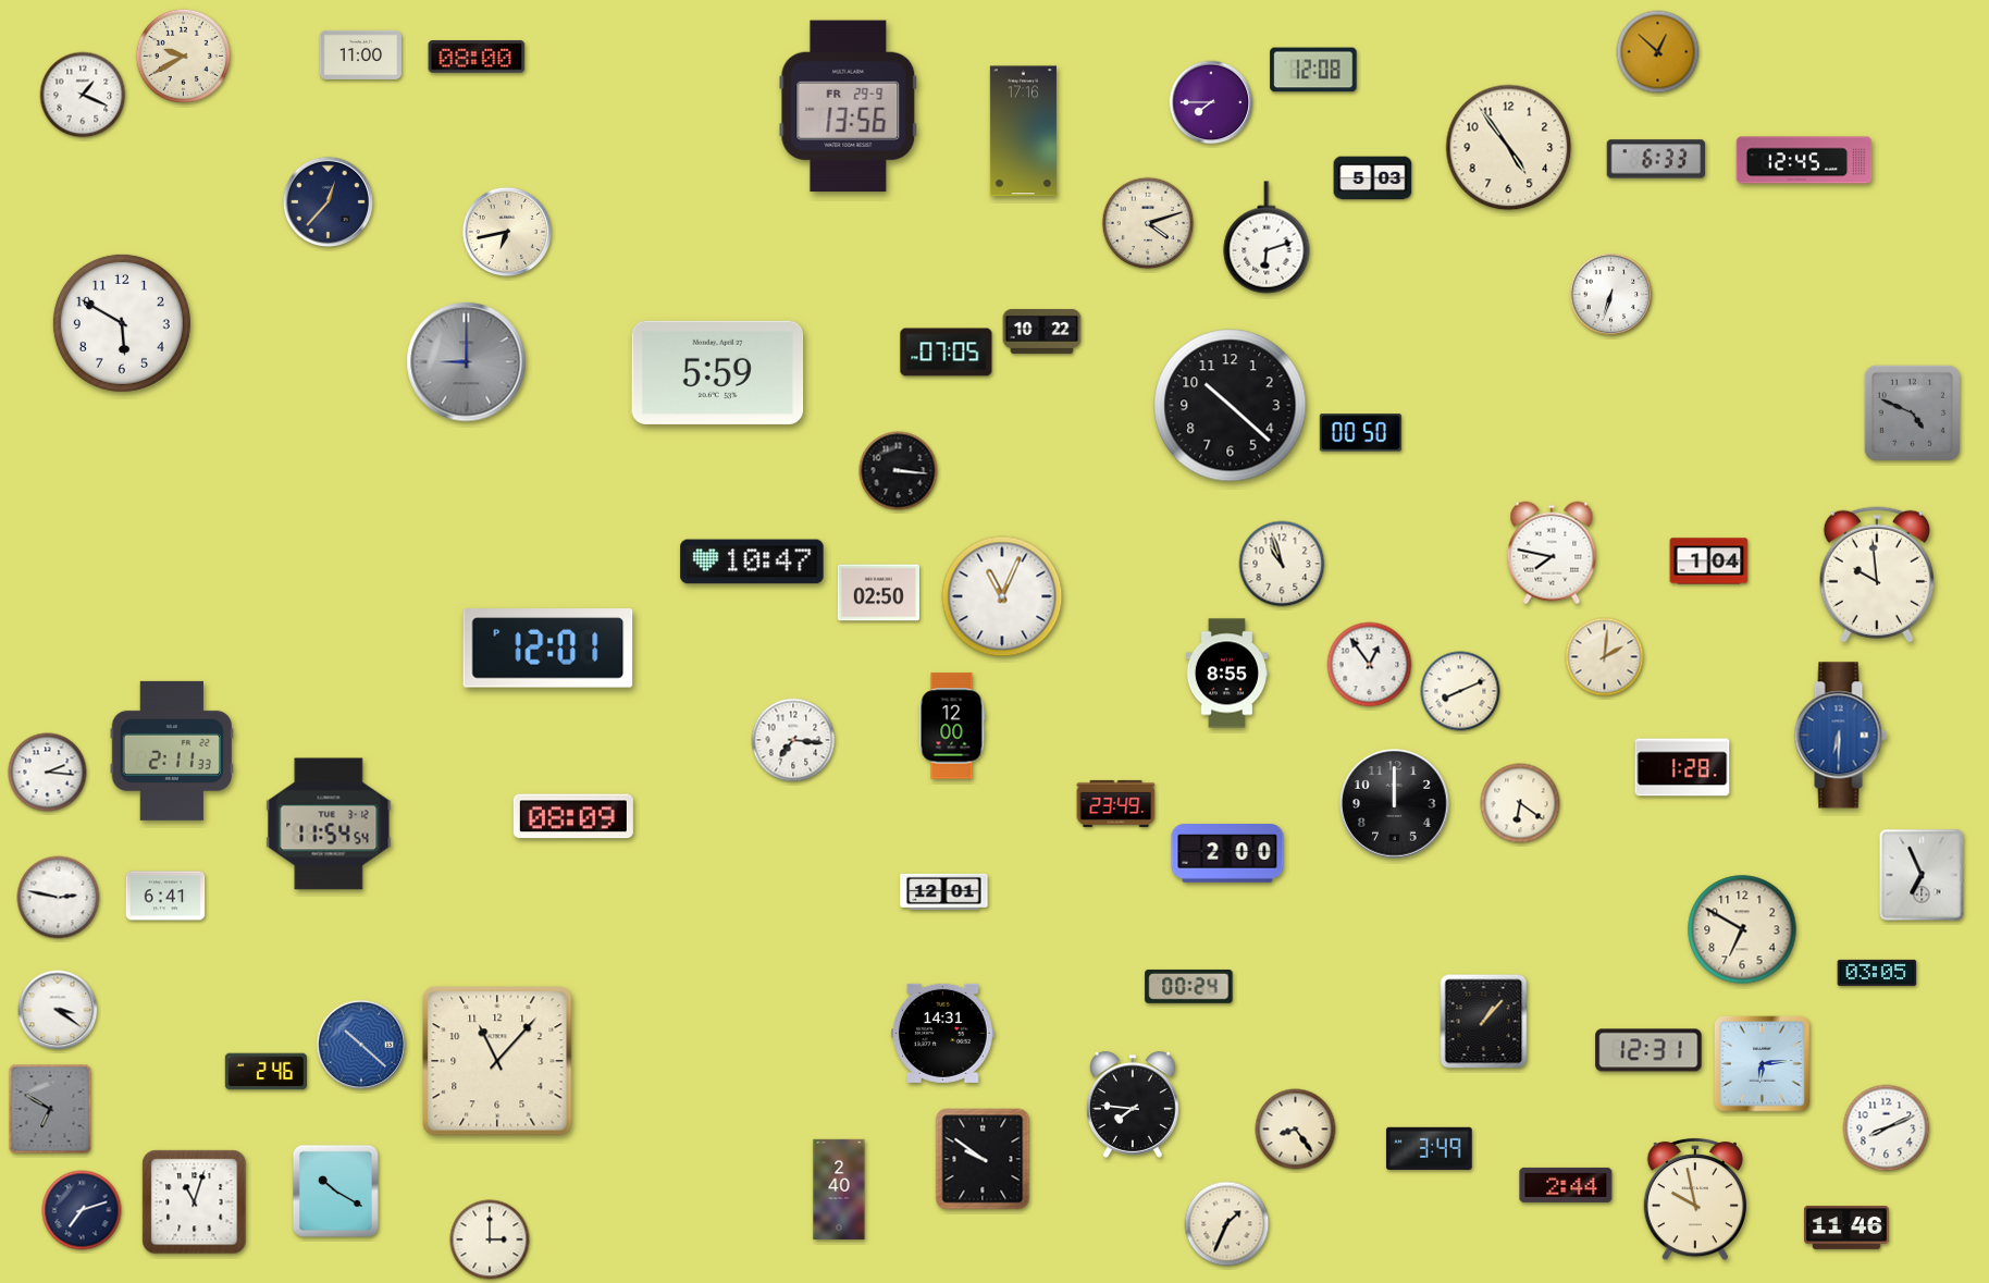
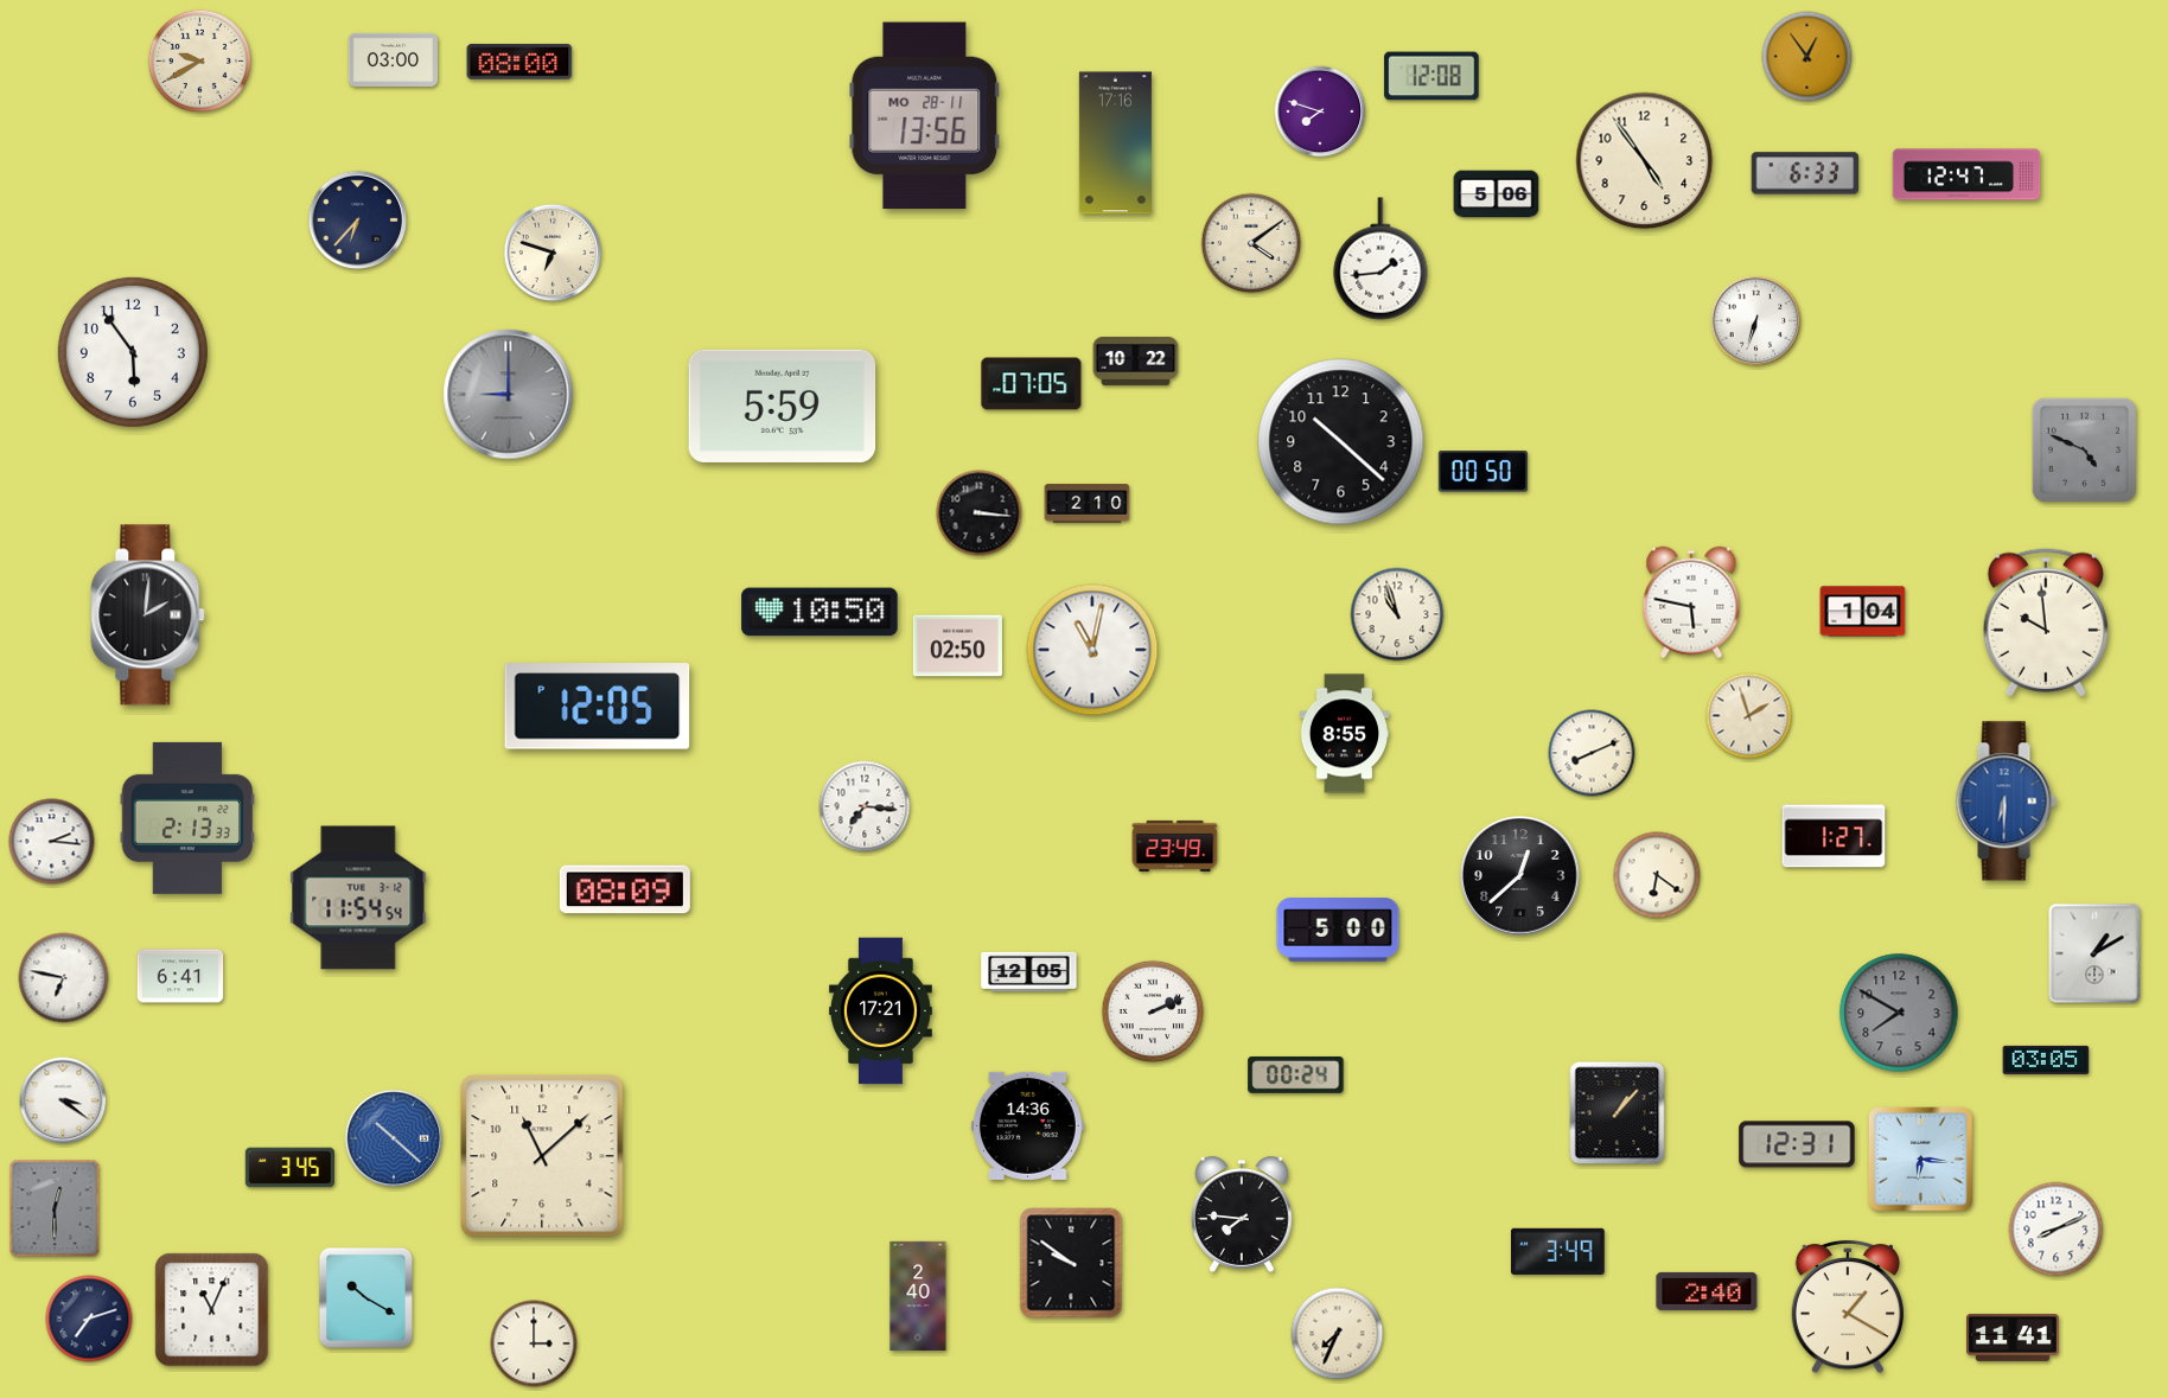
clock at (1658, 52): 12:52 -> 12:54
clock at (360, 54): 11:00 -> 03:00
clock at (83, 95): 1:19 -> none
clock at (1211, 102): 7:45 -> 7:48
clock at (849, 107) date: FR 29-9 -> MO 28-11
clock at (1804, 160): 12:45 -> 12:47
clock at (1373, 178): 5:03 -> 5:06
clock at (329, 202): 12:37 -> 6:37
clock at (1148, 223): 4:12 -> 4:09
clock at (507, 232): 6:43 -> 6:48
clock at (1267, 237): 6:12 -> 1:44
clock at (122, 323): 5:50 -> 5:54
clock at (1088, 504): none -> 2:10
clock at (1552, 553): 7:47 -> 5:47
clock at (752, 562): 10:47 -> 10:50
clock at (148, 615): none -> 2:01
clock at (1877, 575) position: (1877, 575) -> (2046, 623)
clock at (1002, 596): 11:04 -> 11:02
clock at (548, 649): 12:01 -> 12:05
clock at (1605, 657): 2:01 -> 1:57
clock at (1370, 665): 12:54 -> none
clock at (1226, 674) position: (1226, 674) -> (1344, 734)
clock at (952, 726): 12:00 -> none
clock at (171, 751): 2:11 -> 2:13
clock at (1682, 767): 1:28 -> 1:27
clock at (1116, 803) position: (1116, 803) -> (1175, 845)
clock at (1395, 804): 12:00 -> 12:38
clock at (1227, 853): 2:00 -> 5:00
clock at (1922, 875): 6:56 -> 1:10
clock at (944, 891): 12:01 -> 12:05
clock at (59, 898): 2:47 -> 6:47
clock at (880, 1011): none -> 17:21
clock at (1153, 1011): none -> 2:11
clock at (1742, 929): 6:50 -> 7:50
clock at (1742, 929) dial: cream -> grey
clock at (942, 1033): 14:31 -> 14:36
clock at (497, 1061): 11:07 -> 11:08
clock at (1763, 1064): 6:14 -> 6:16
clock at (265, 1072): 2:46 -> 3:45
clock at (1134, 1105) position: (1134, 1105) -> (1243, 1214)
clock at (50, 1109): 6:50 -> 12:30
clock at (1296, 1130): 8:24 -> none
clock at (1566, 1185): 2:44 -> 2:40
clock at (839, 1189) position: (839, 1189) -> (918, 1296)
clock at (1694, 1199): 9:58 -> 1:20
clock at (195, 1202): 11:03 -> 11:04
clock at (1227, 1224): 1:34 -> 7:34
clock at (1848, 1228): 11:46 -> 11:41
clock at (490, 1239) position: (490, 1239) -> (534, 1343)
